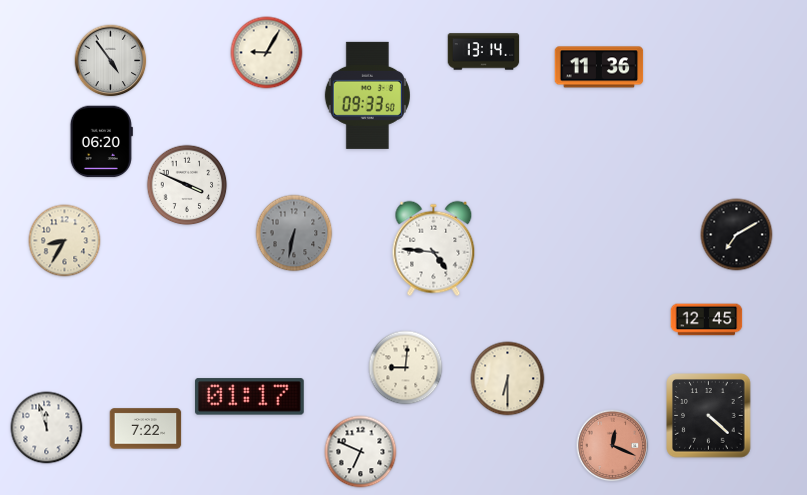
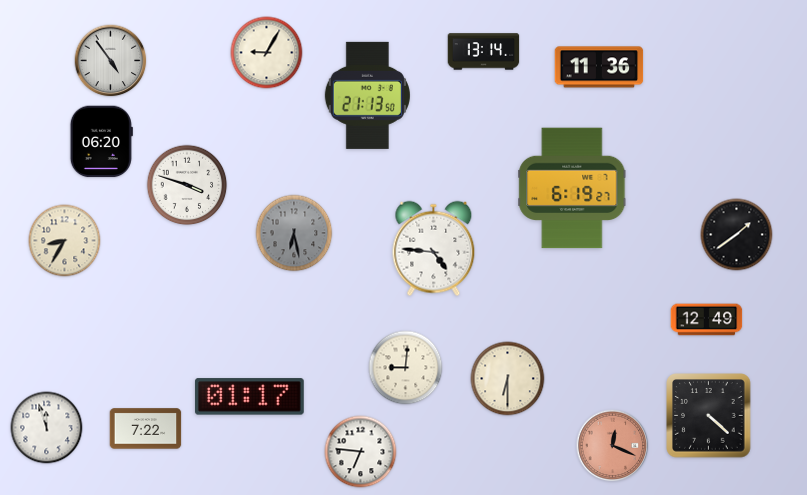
clock at (367, 95): 09:33 -> 21:13
clock at (187, 185): 3:49 -> 3:48
clock at (572, 188): none -> 6:19
clock at (294, 233): 6:32 -> 6:28
clock at (737, 235): 7:10 -> 1:39
clock at (707, 320): 12:45 -> 12:49
clock at (361, 452): 6:49 -> 6:46
